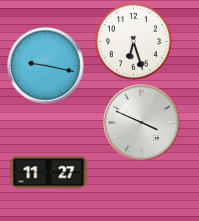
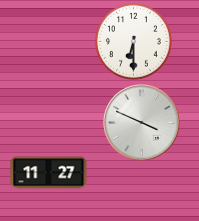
clock at (134, 42): 6:27 -> 6:30
clock at (46, 66): 9:17 -> none
